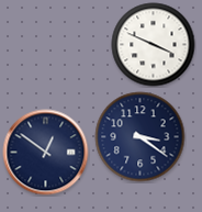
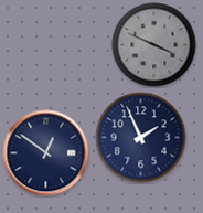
clock at (154, 45) dial: white -> grey
clock at (141, 137): 3:21 -> 1:56
